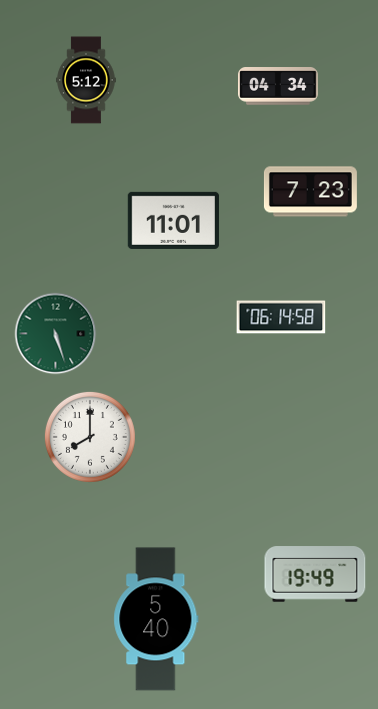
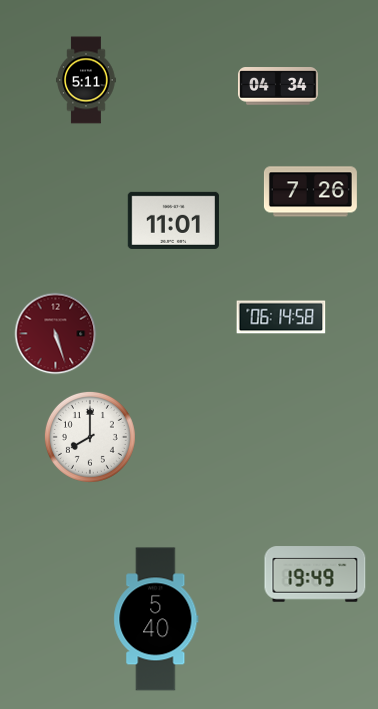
clock at (86, 80): 5:12 -> 5:11
clock at (310, 192): 7:23 -> 7:26
clock at (56, 334) dial: green -> burgundy
